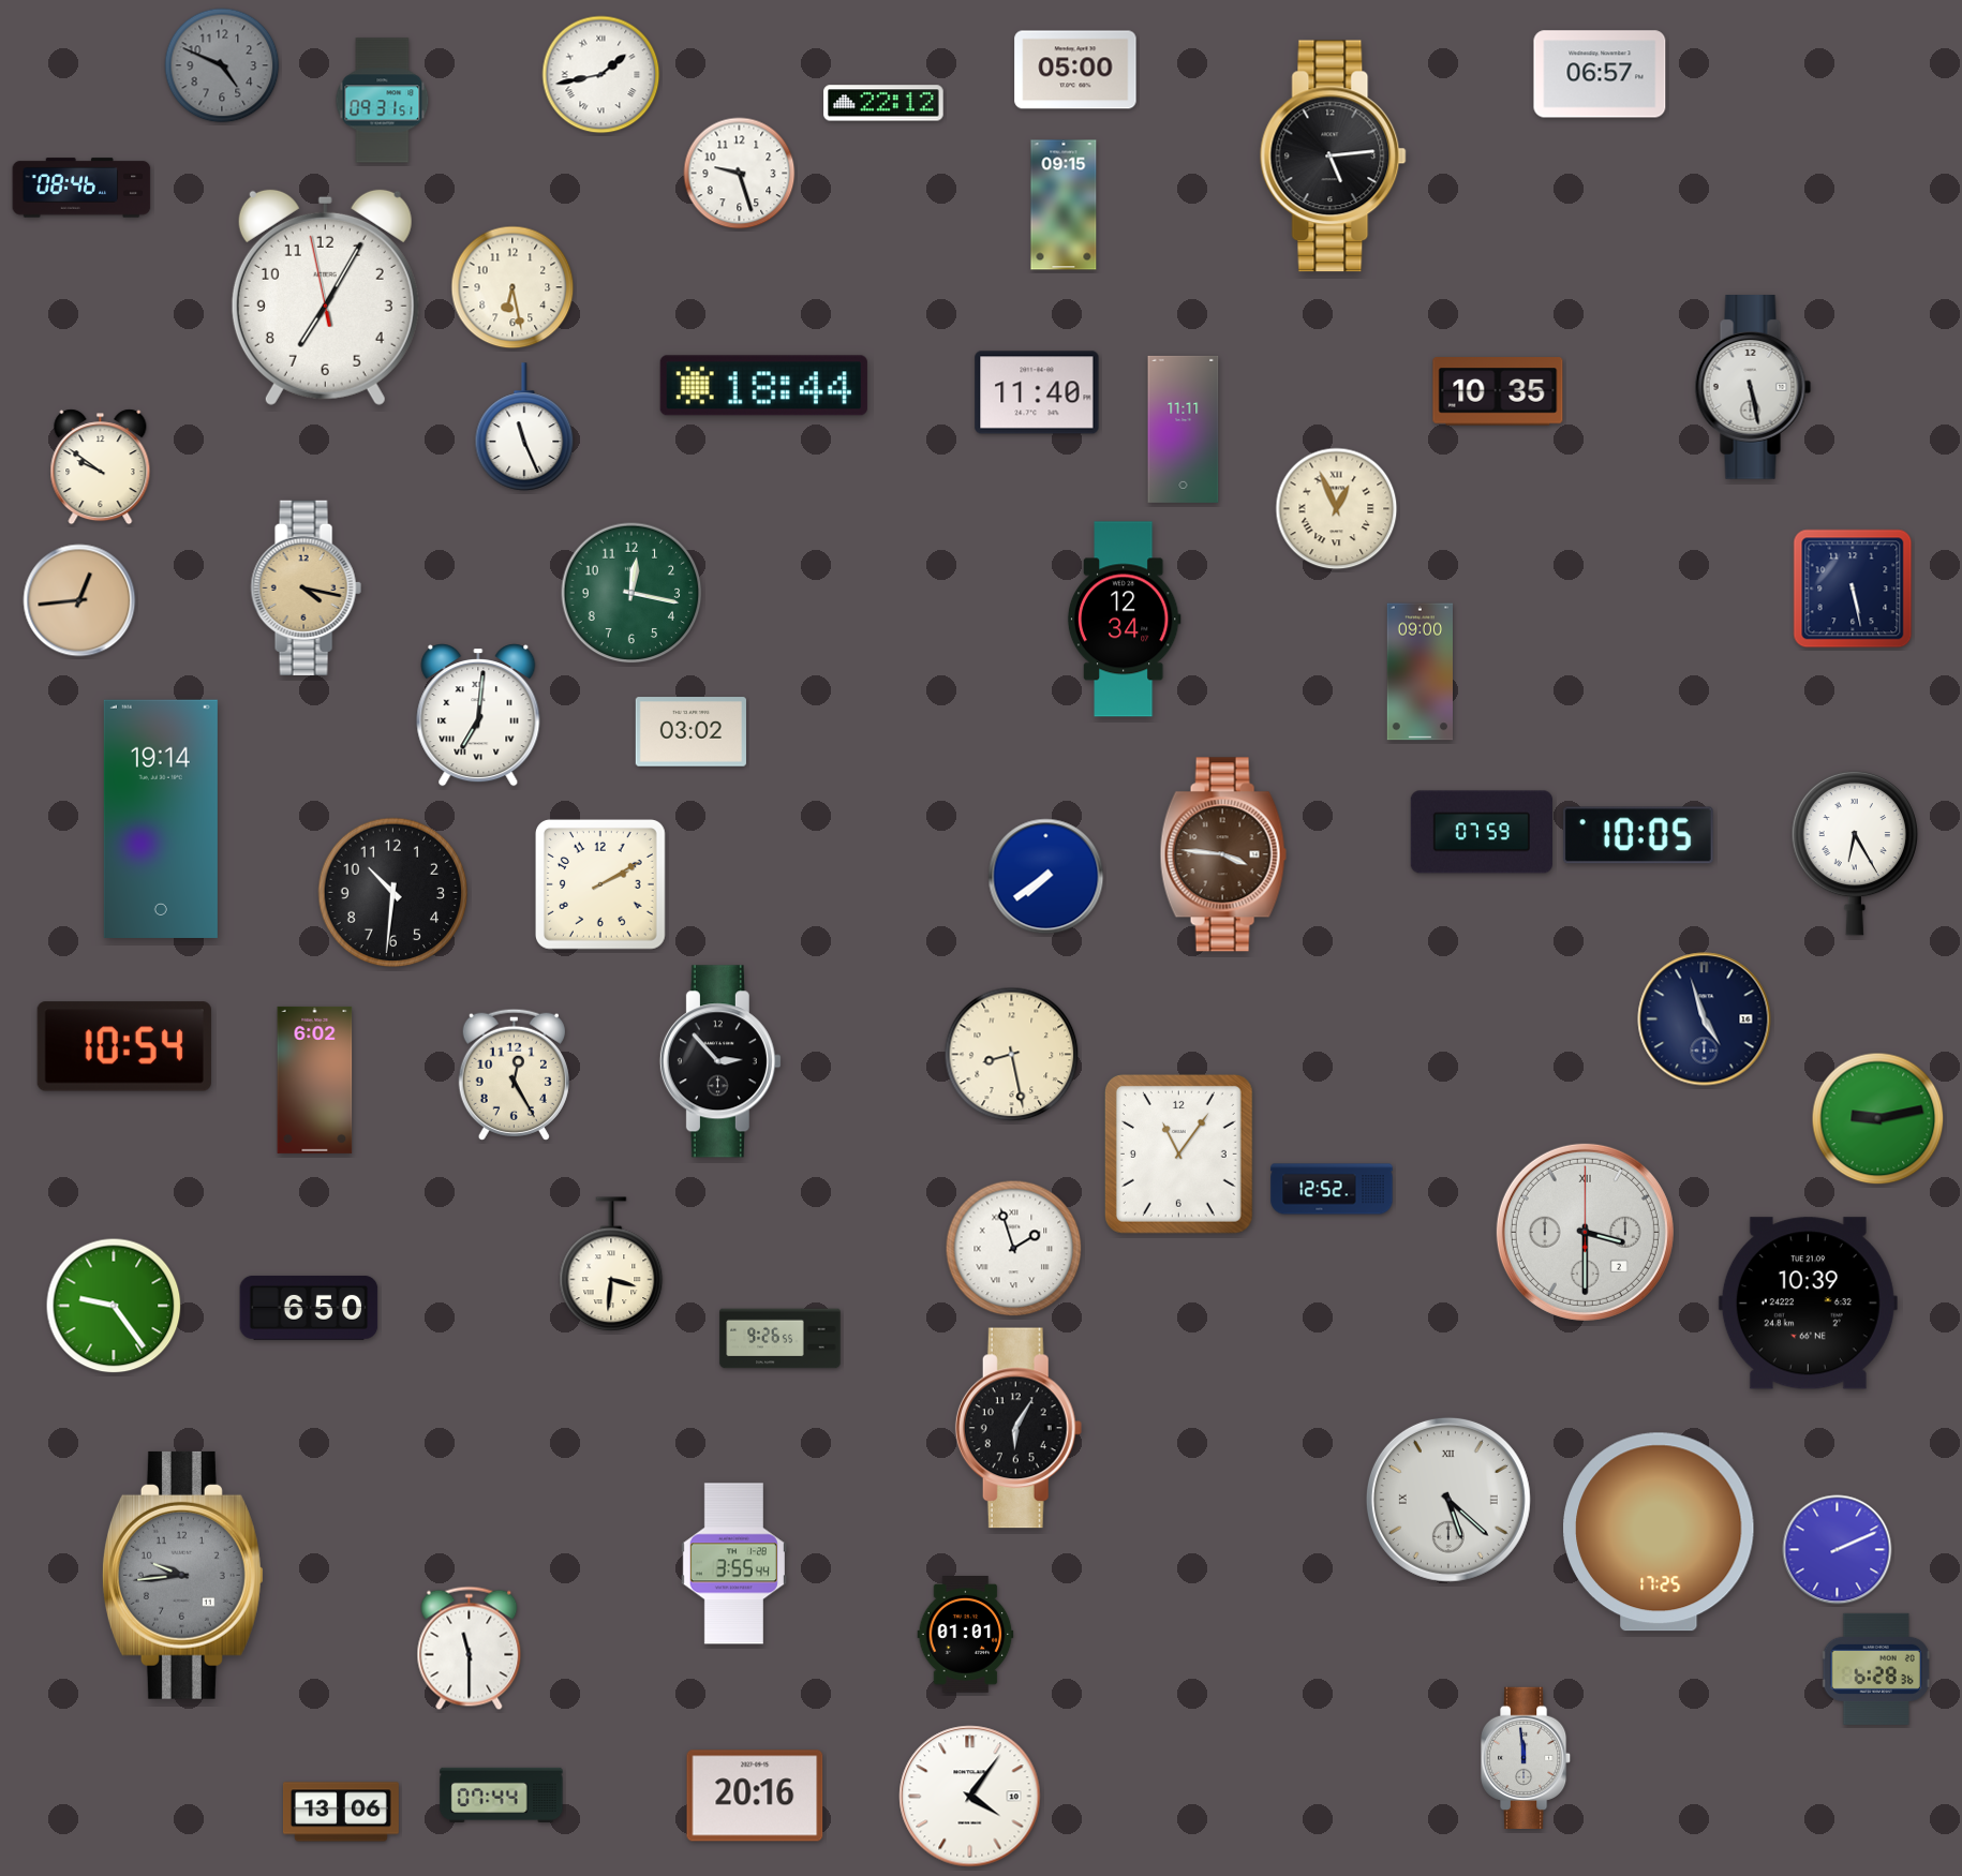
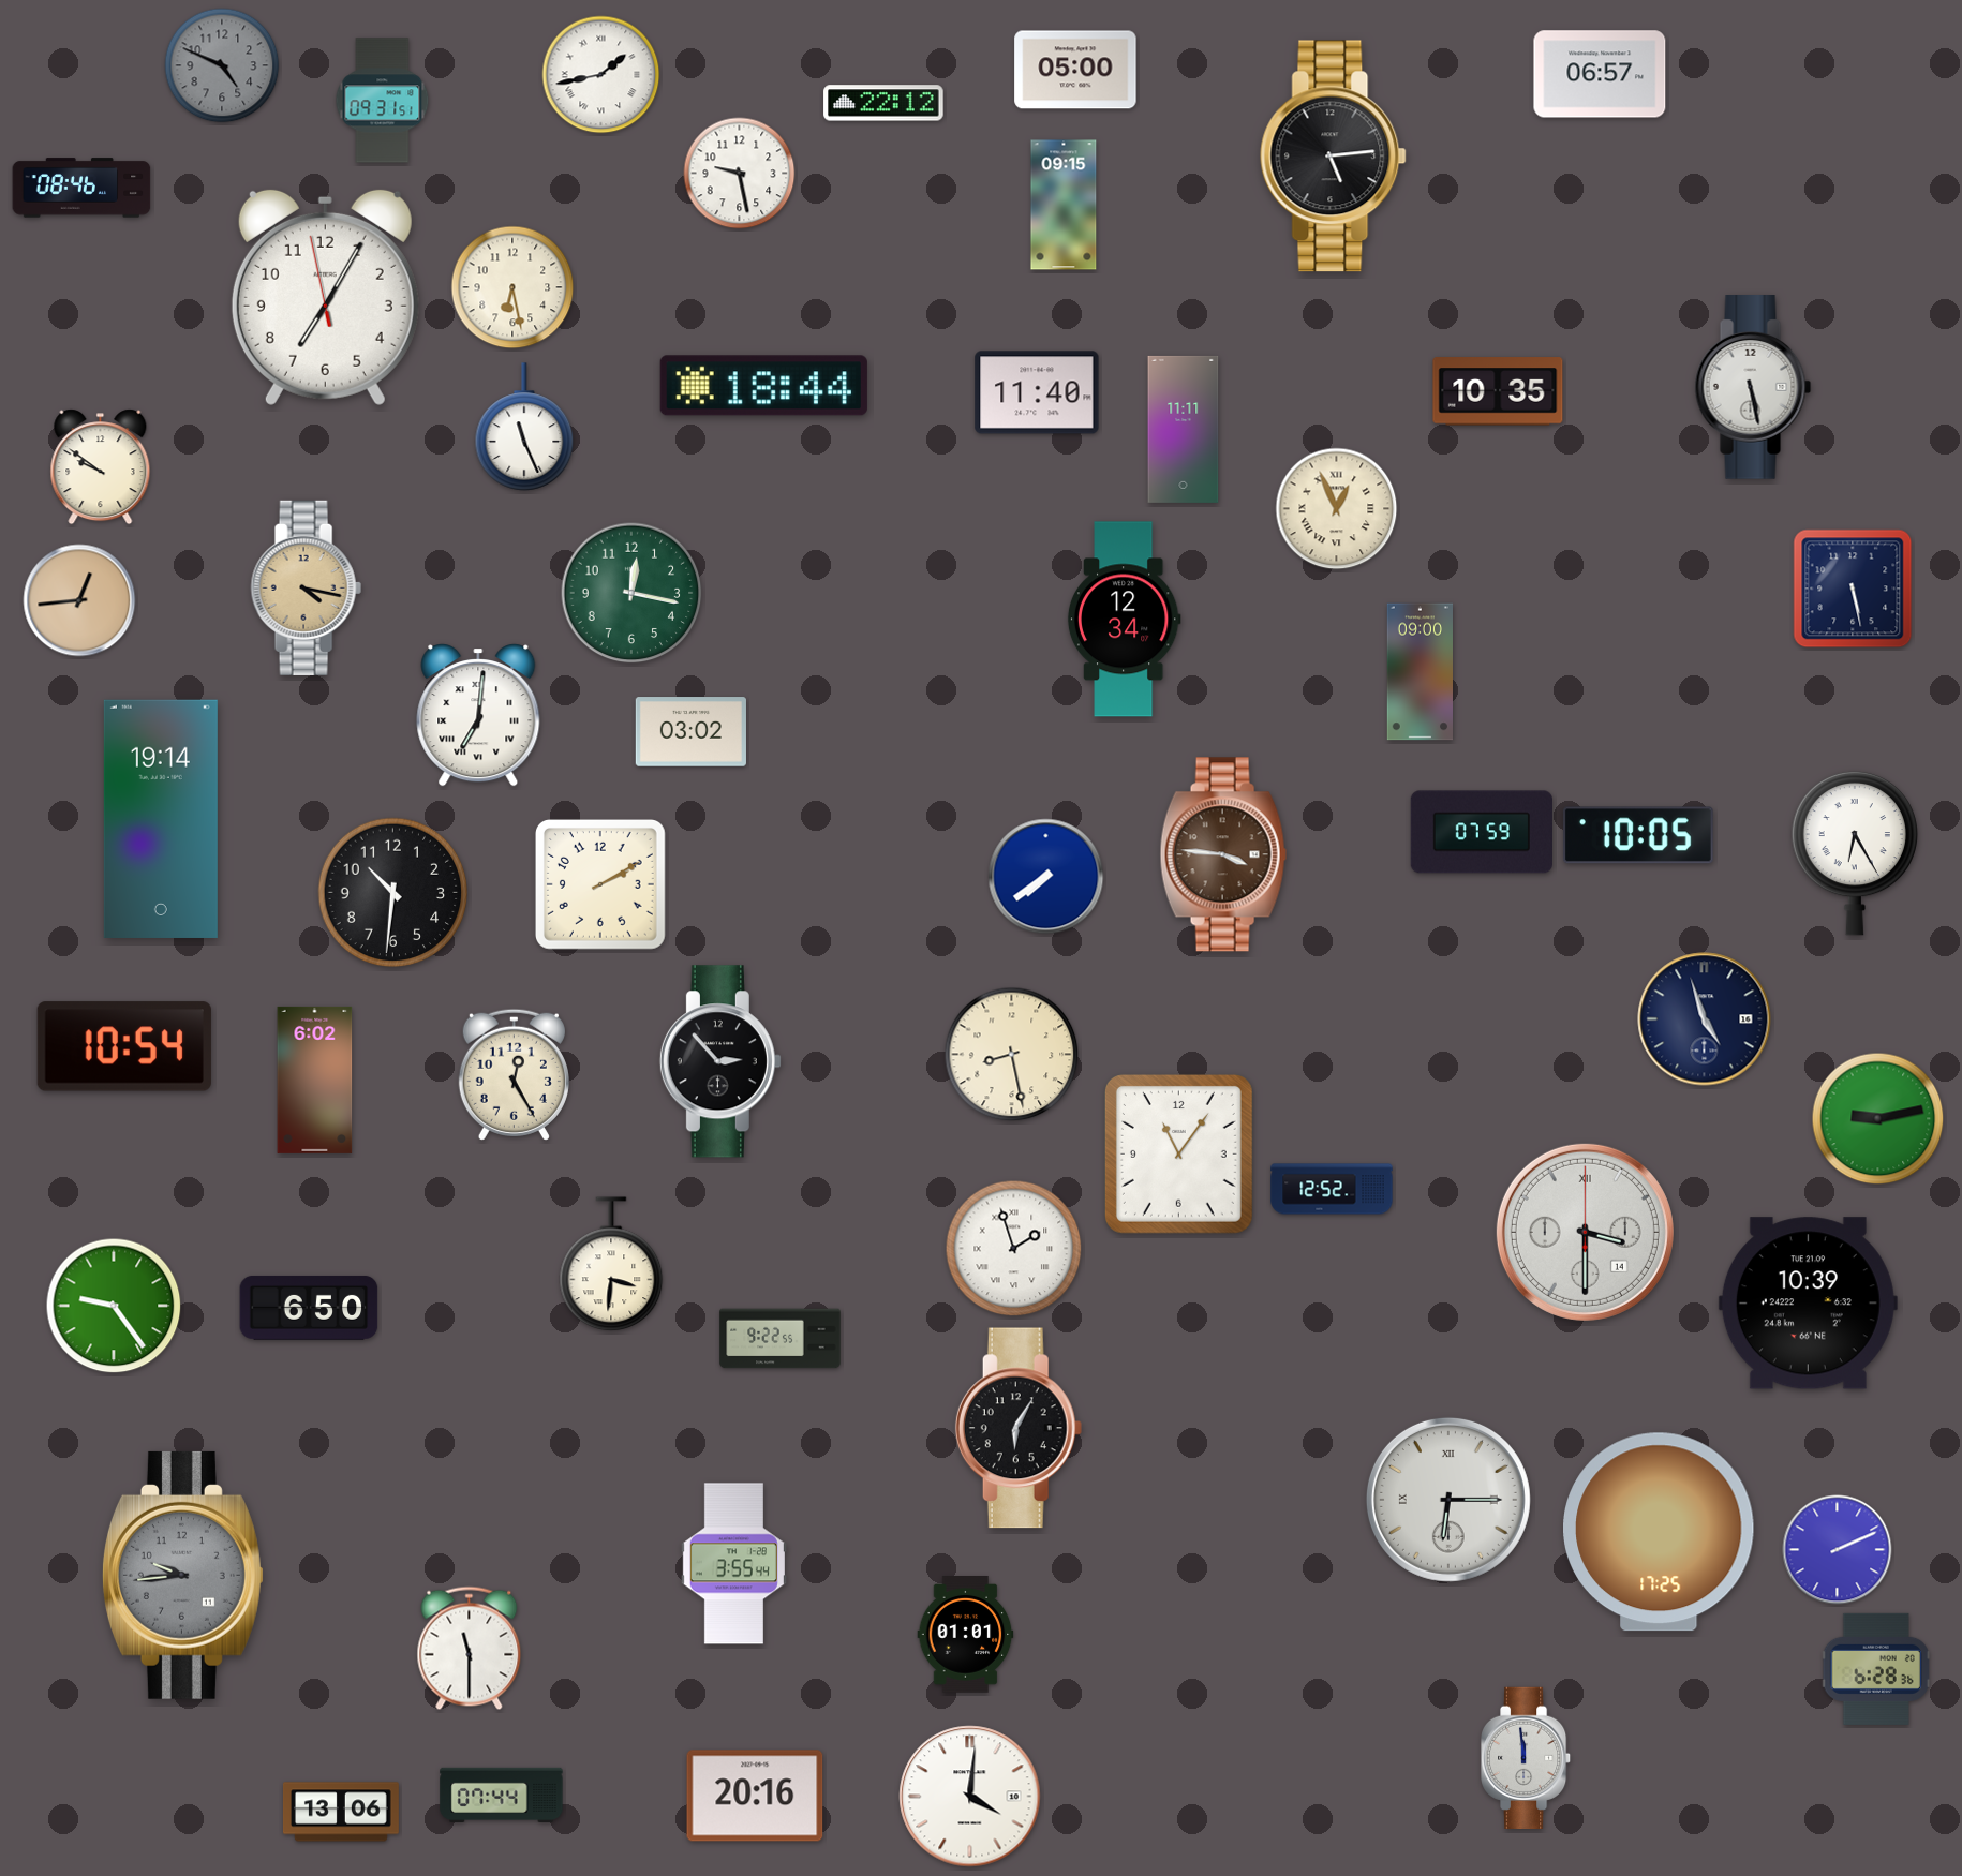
clock at (740, 174): 9:27 -> 9:28
clock at (1585, 1232) date: 2 -> 14
clock at (781, 1339): 9:26 -> 9:22
clock at (1448, 1500): 5:22 -> 6:15
clock at (970, 1797): 4:06 -> 4:01
